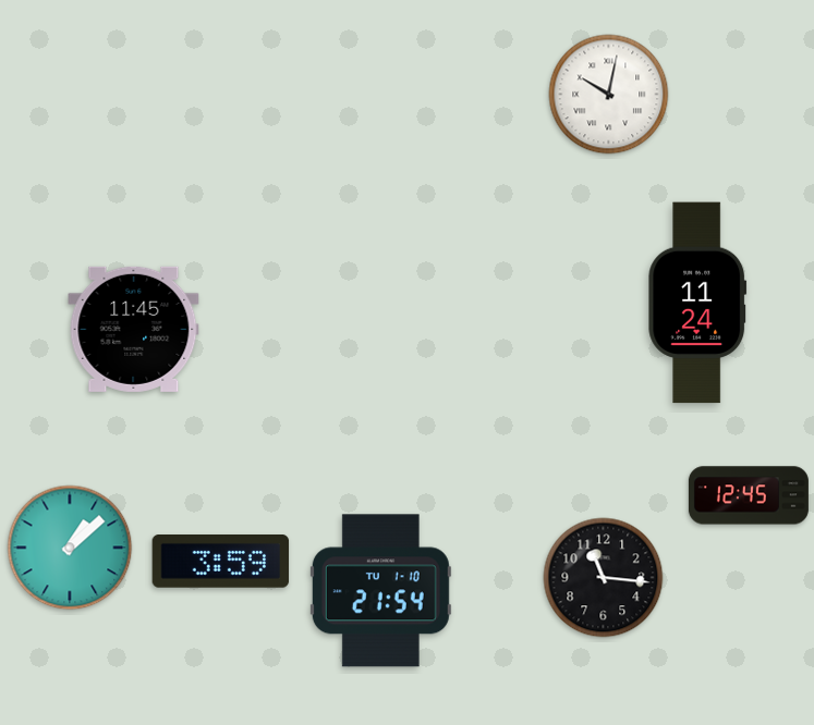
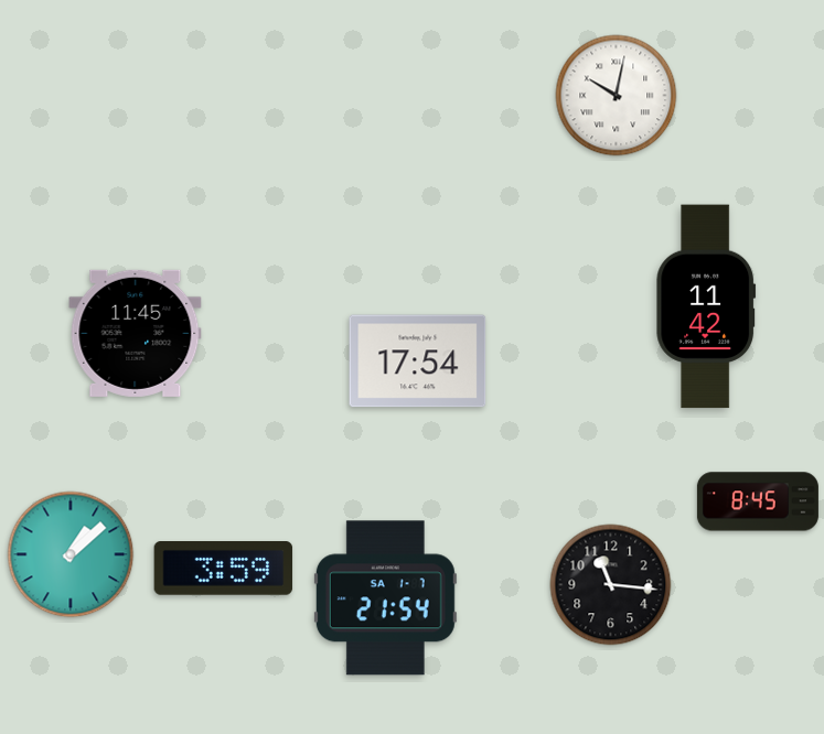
clock at (697, 303): 11:24 -> 11:42
clock at (418, 361): none -> 17:54
clock at (749, 495): 12:45 -> 8:45
clock at (380, 591) date: TU 1-10 -> SA 1-7
